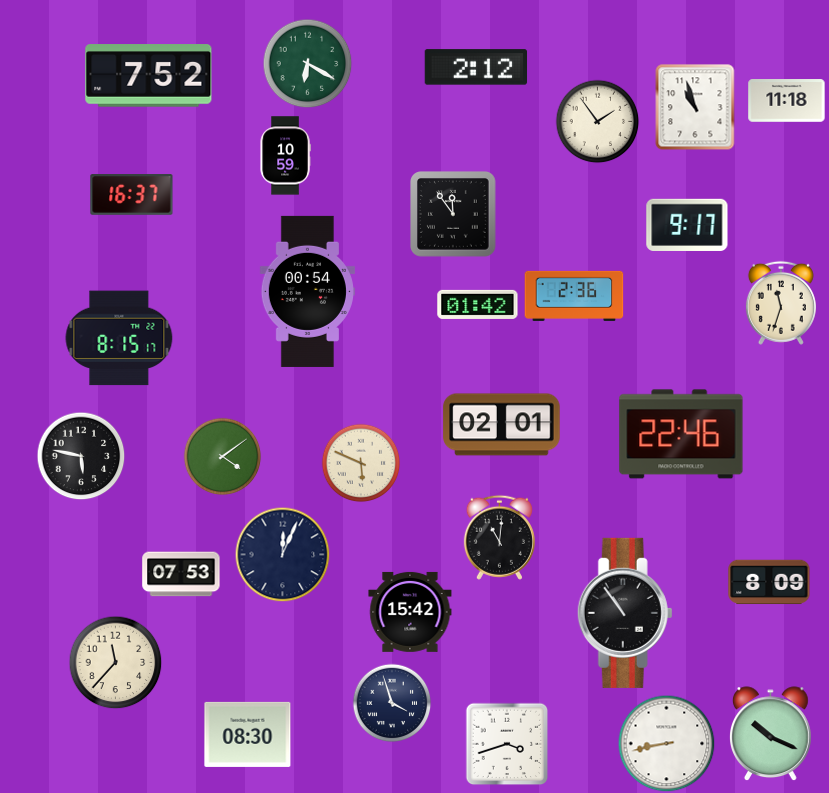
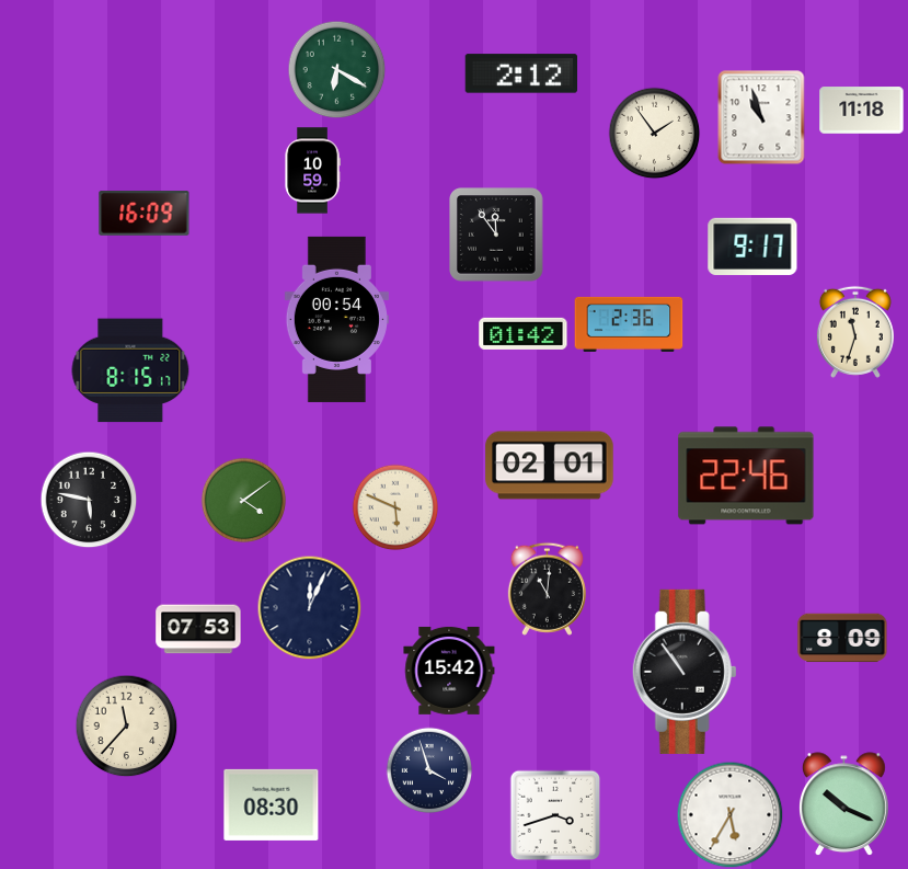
clock at (149, 76): 7:52 -> none
clock at (132, 195): 16:37 -> 16:09
clock at (666, 743): 8:43 -> 5:35
